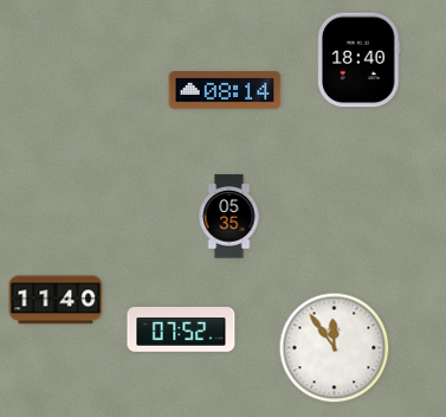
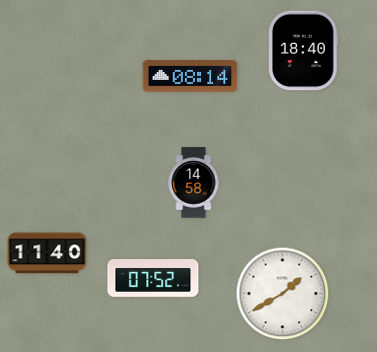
clock at (230, 217): 05:35 -> 14:58
clock at (335, 348): 11:54 -> 1:40
